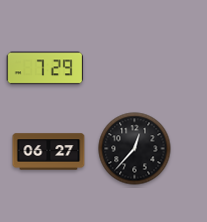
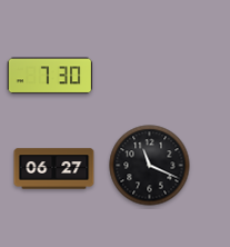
clock at (45, 68): 7:29 -> 7:30
clock at (135, 149): 12:37 -> 11:19
